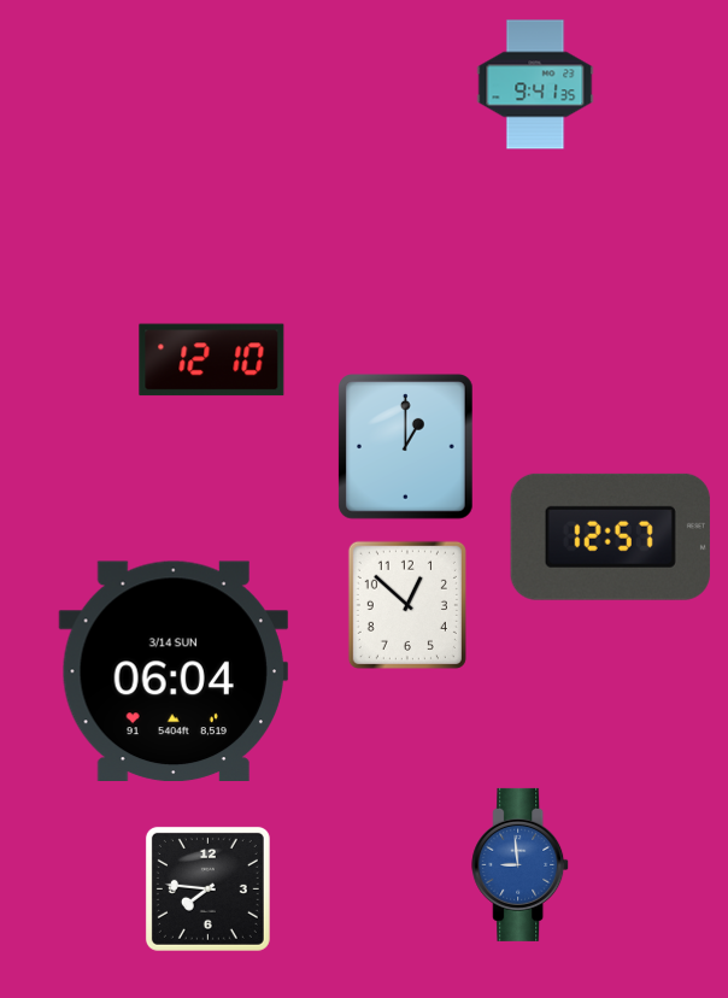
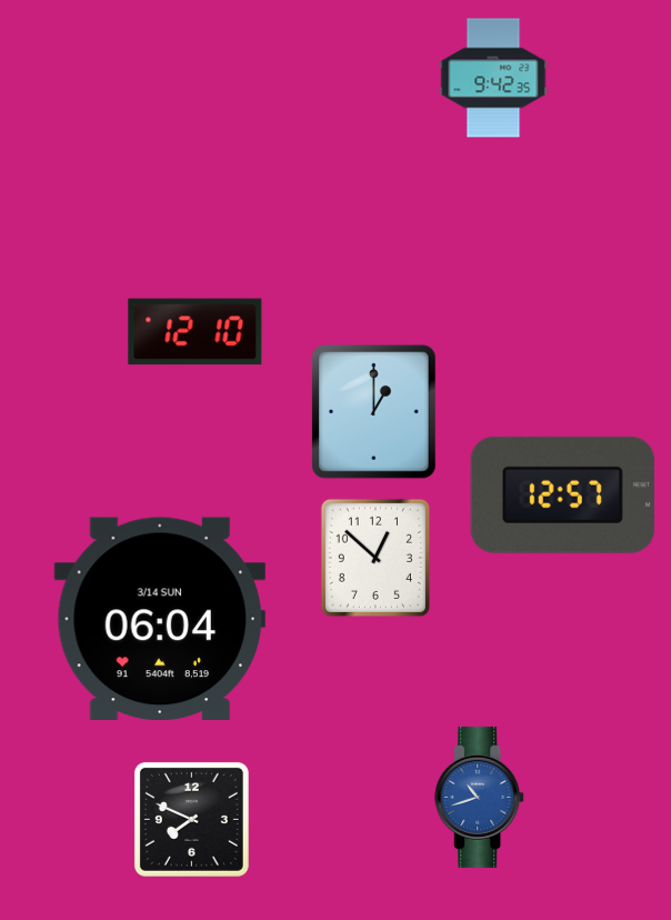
clock at (535, 84): 9:41 -> 9:42
clock at (521, 864): 8:59 -> 10:42
clock at (207, 888): 7:46 -> 7:49
